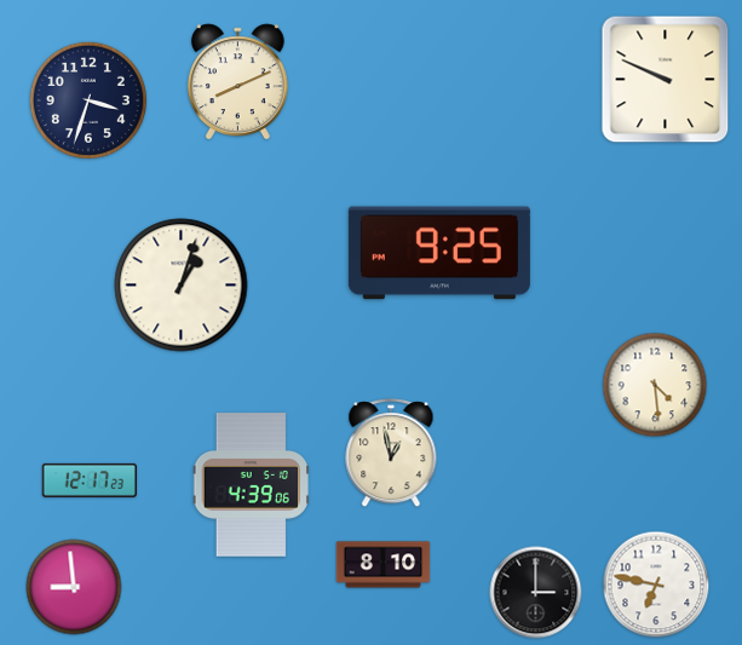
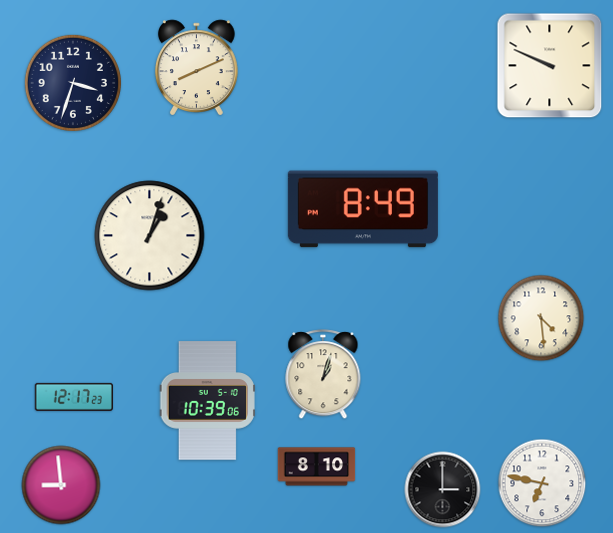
clock at (439, 253): 9:25 -> 8:49
clock at (391, 454): 12:58 -> 1:03
clock at (251, 485): 4:39 -> 10:39
